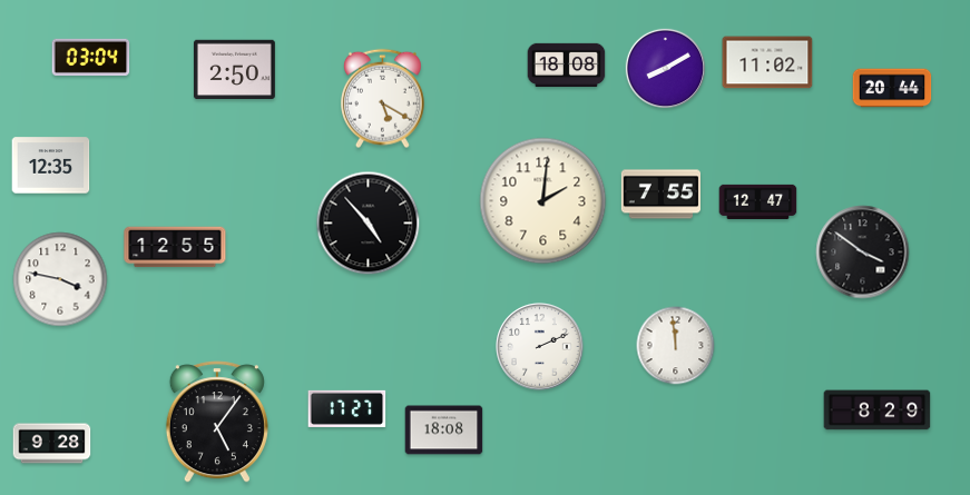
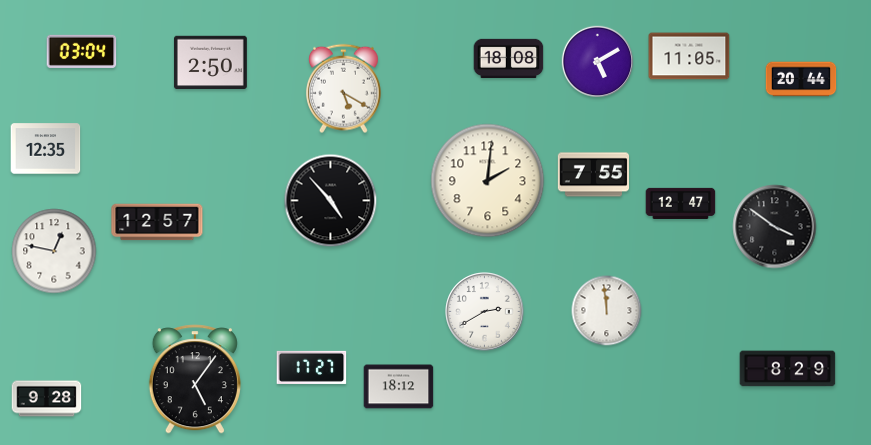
clock at (767, 62): 11:02 -> 11:05
clock at (666, 69): 8:10 -> 5:10
clock at (758, 201) position: (758, 201) -> (681, 203)
clock at (175, 247): 12:55 -> 12:57
clock at (60, 279): 3:47 -> 12:47
clock at (540, 347): 2:11 -> 2:40
clock at (444, 430): 18:08 -> 18:12
